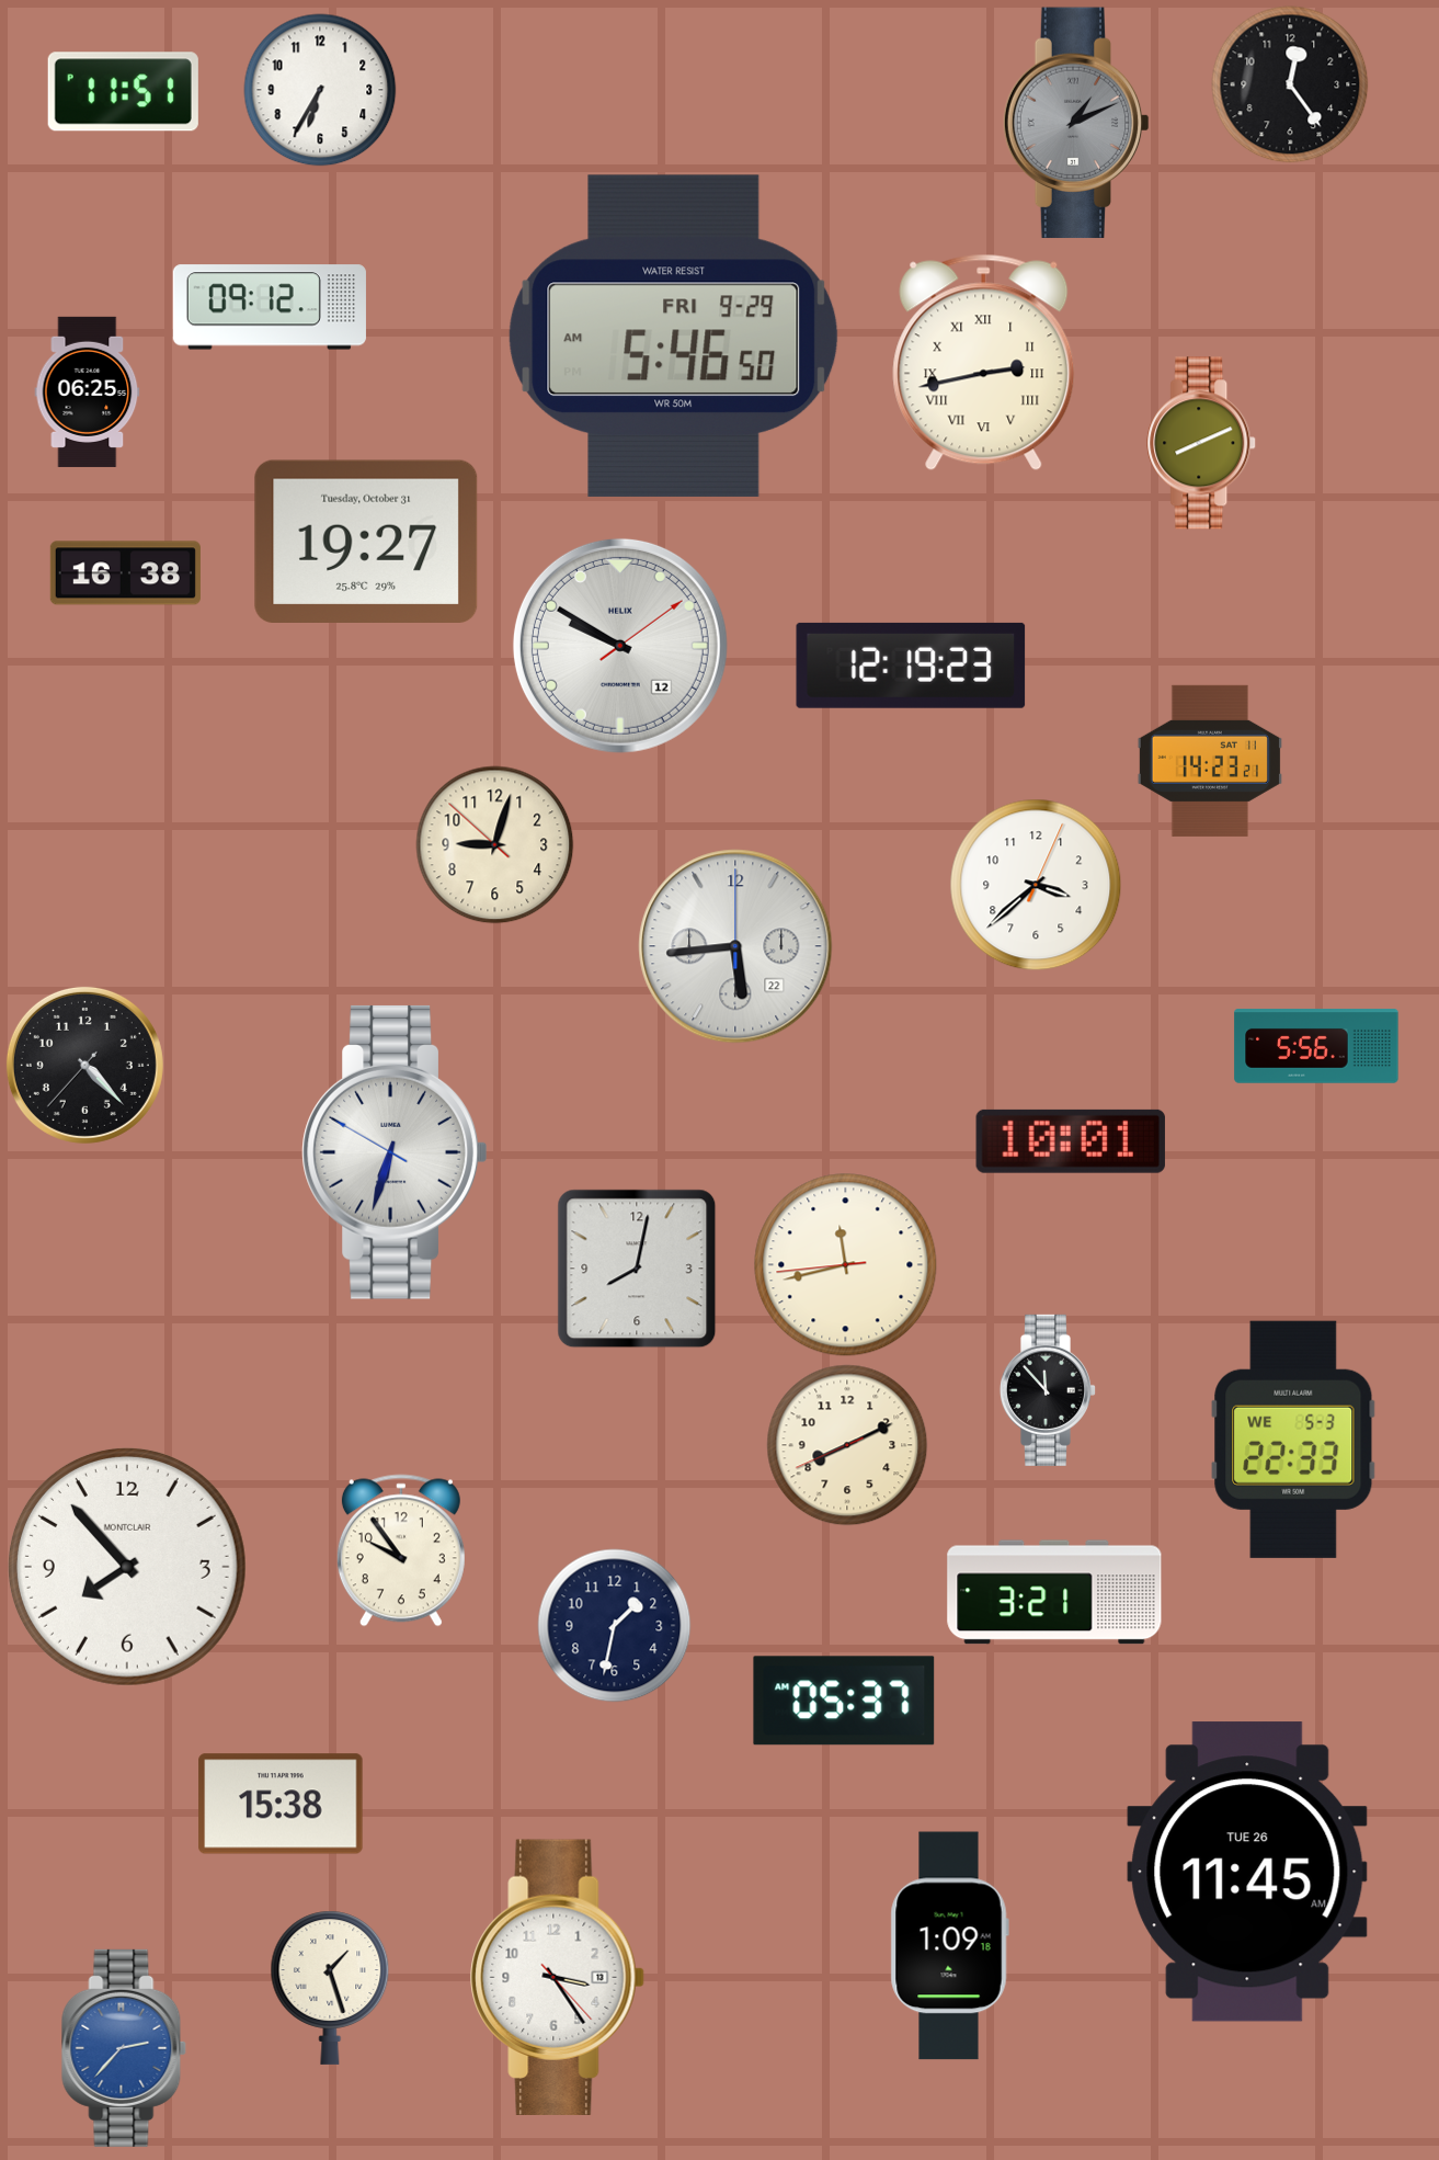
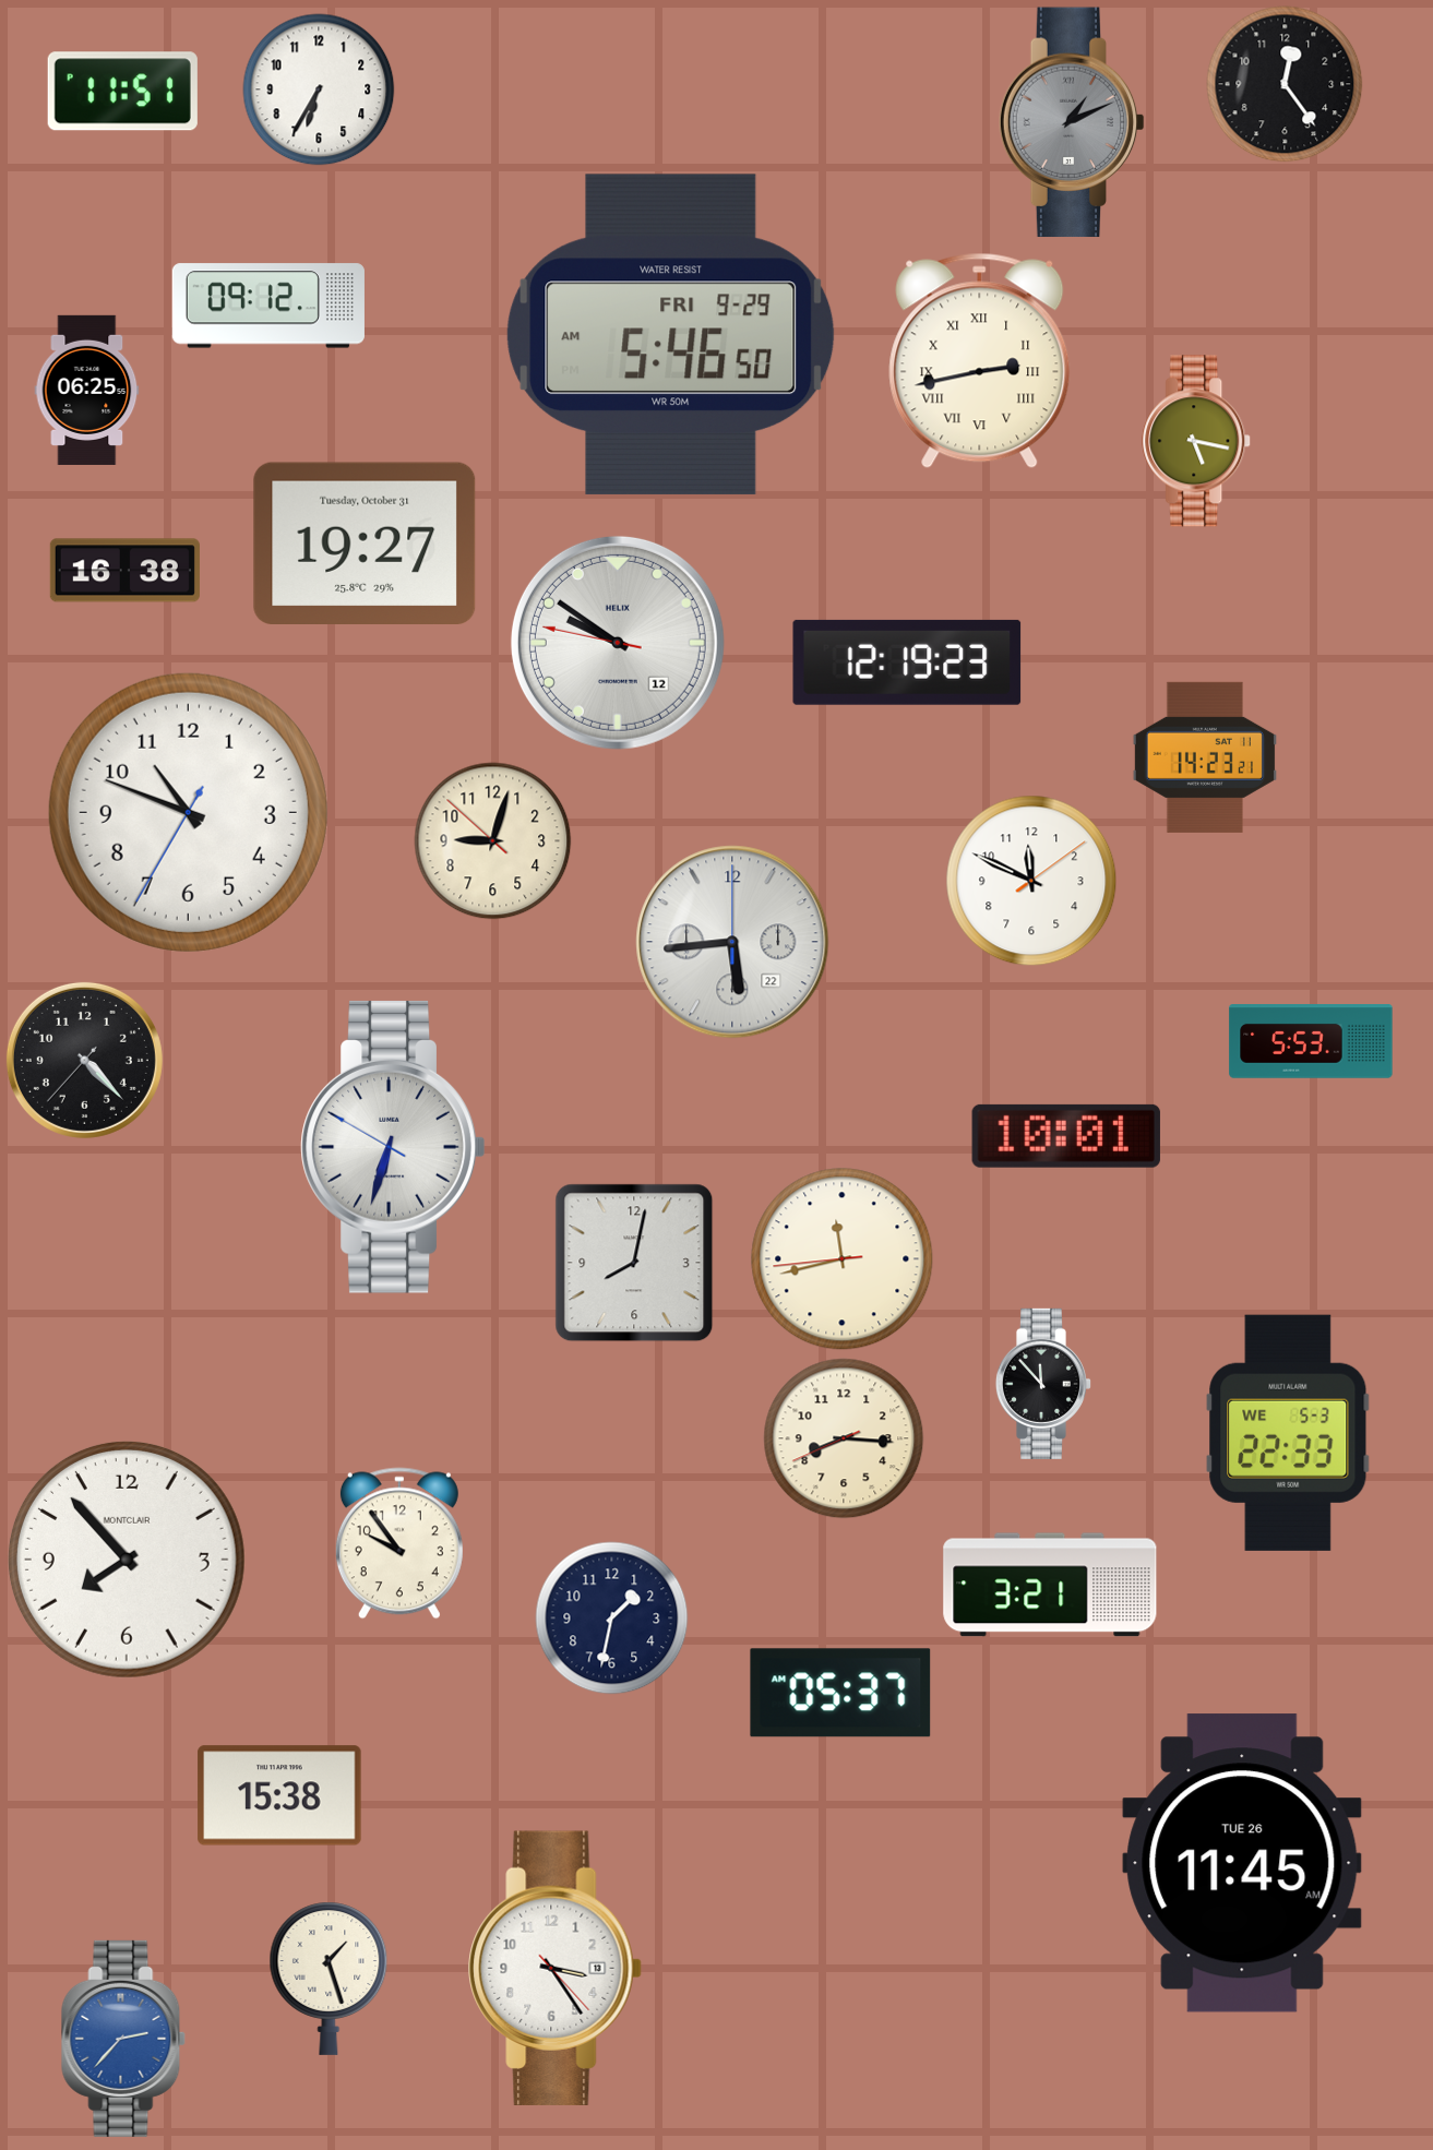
clock at (1202, 443): 8:11 -> 5:17
clock at (366, 541) position: (366, 541) -> (365, 542)
clock at (620, 646): 9:50:09 -> 9:50:47
clock at (188, 812): none -> 10:48
clock at (1036, 885): 3:38 -> 11:49
clock at (1316, 1046): 5:56 -> 5:53
clock at (847, 1445): 8:10 -> 8:15
clock at (949, 1946): 1:09 -> none
